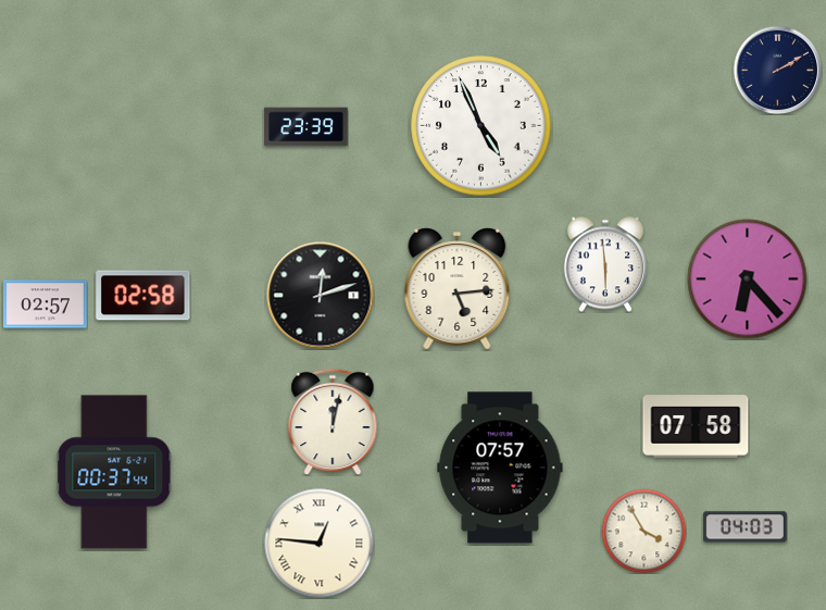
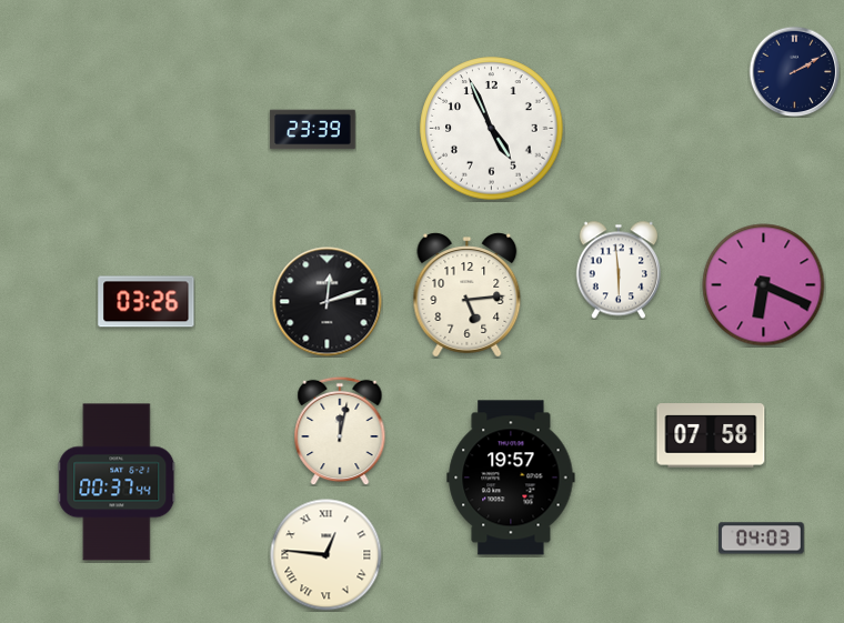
clock at (748, 279): 6:23 -> 6:19
clock at (143, 296): 02:58 -> 03:26
clock at (46, 304): 02:57 -> none
clock at (500, 468): 07:57 -> 19:57
clock at (643, 531): 3:55 -> none
